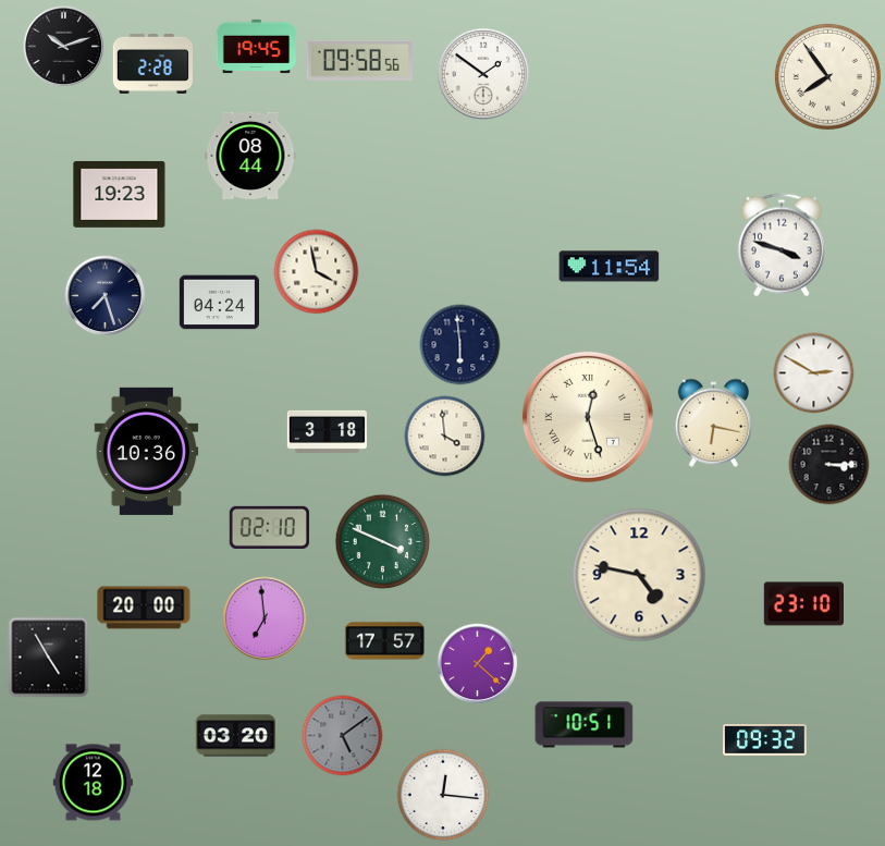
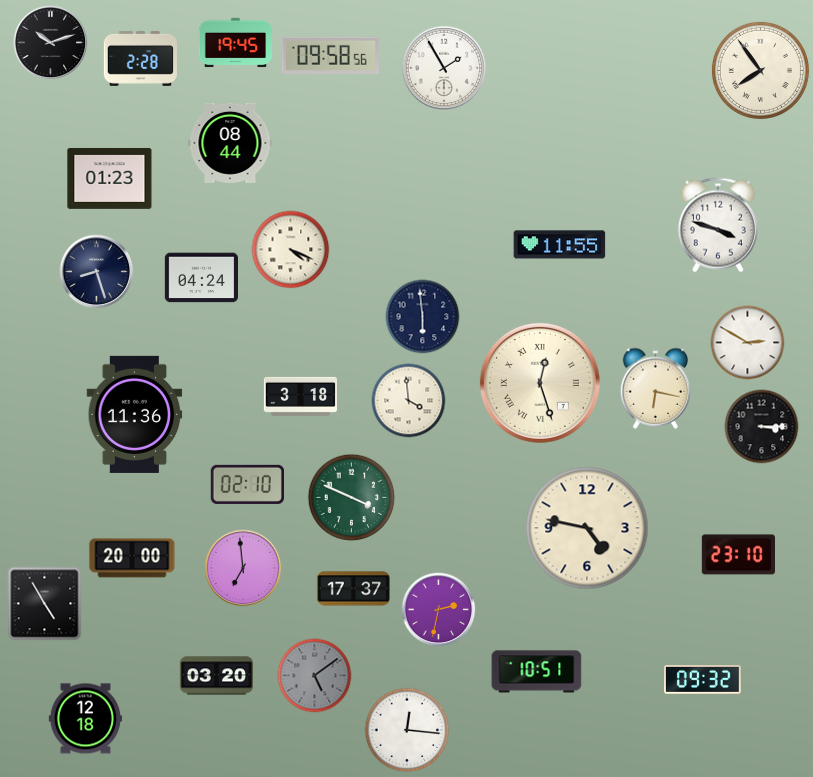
clock at (64, 47) position: (64, 47) -> (51, 43)
clock at (483, 74): 1:51 -> 1:55
clock at (120, 194): 19:23 -> 01:23
clock at (610, 267): 11:54 -> 11:55
clock at (317, 272): 3:58 -> 4:19
clock at (106, 296): 7:27 -> 8:27
clock at (147, 451): 10:36 -> 11:36
clock at (384, 641): 17:57 -> 17:37
clock at (478, 664): 1:22 -> 2:32
clock at (585, 725) position: (585, 725) -> (537, 672)
